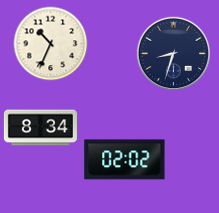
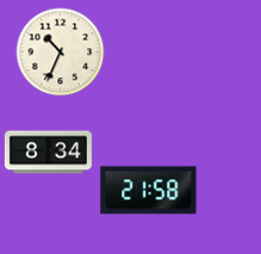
clock at (174, 54): 8:33 -> none
clock at (125, 160): 02:02 -> 21:58
